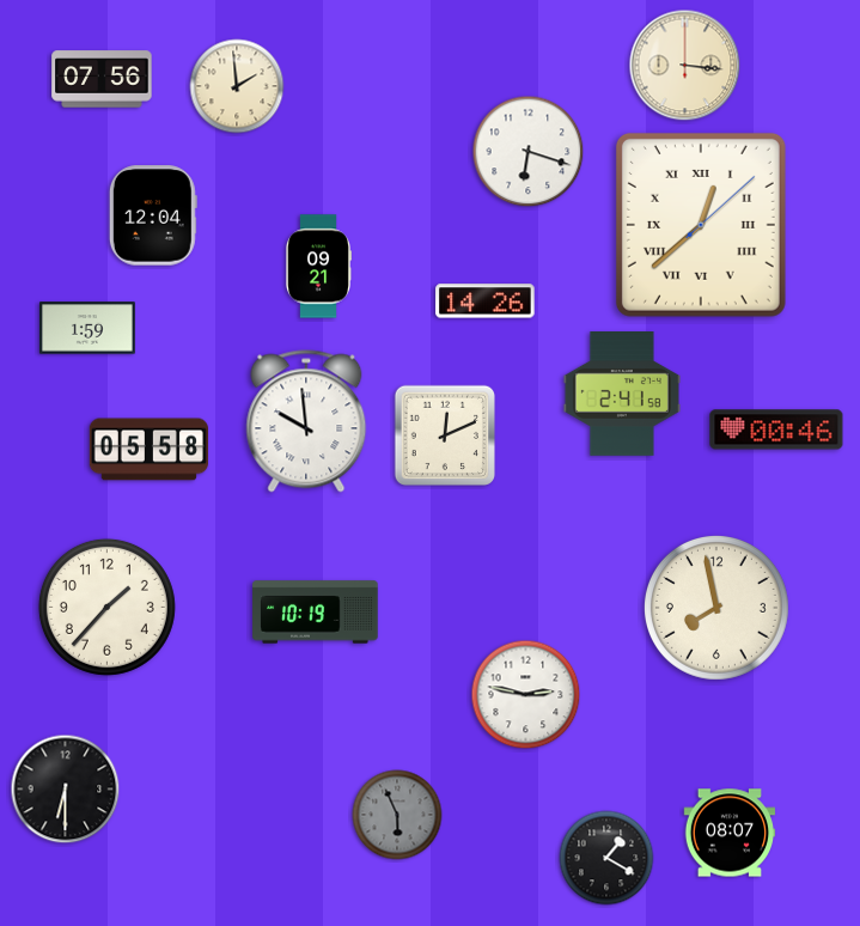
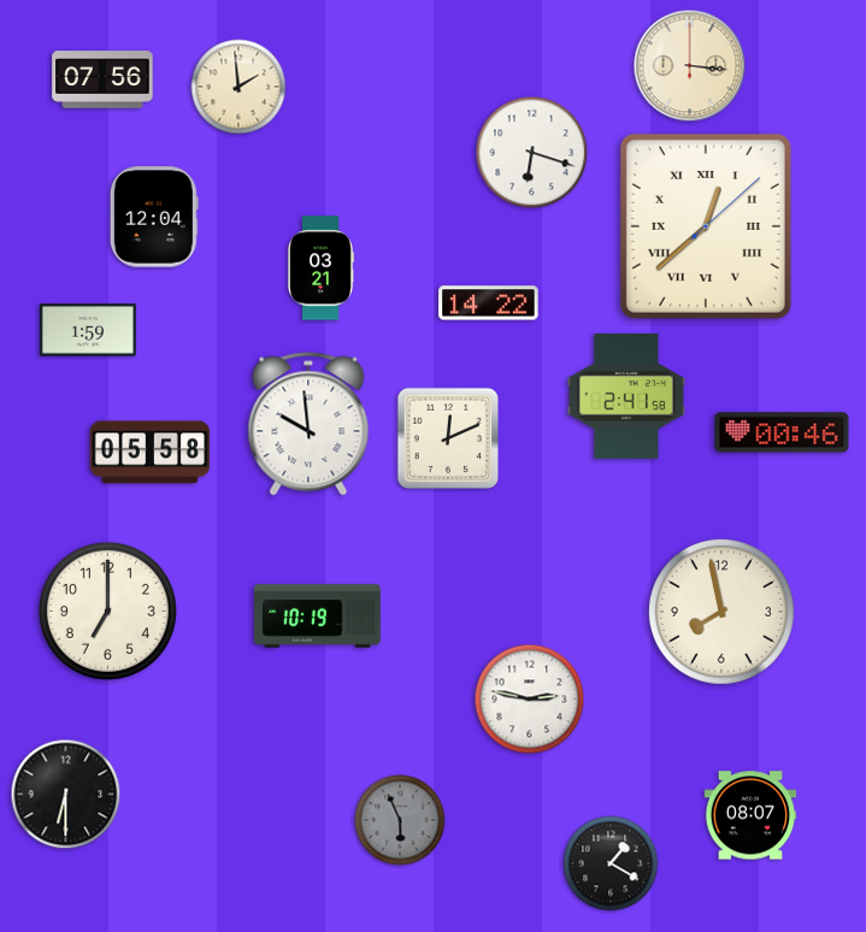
clock at (319, 267): 09:21 -> 03:21
clock at (486, 301): 14:26 -> 14:22
clock at (106, 607): 1:37 -> 7:00
clock at (730, 833) position: (730, 833) -> (750, 815)
